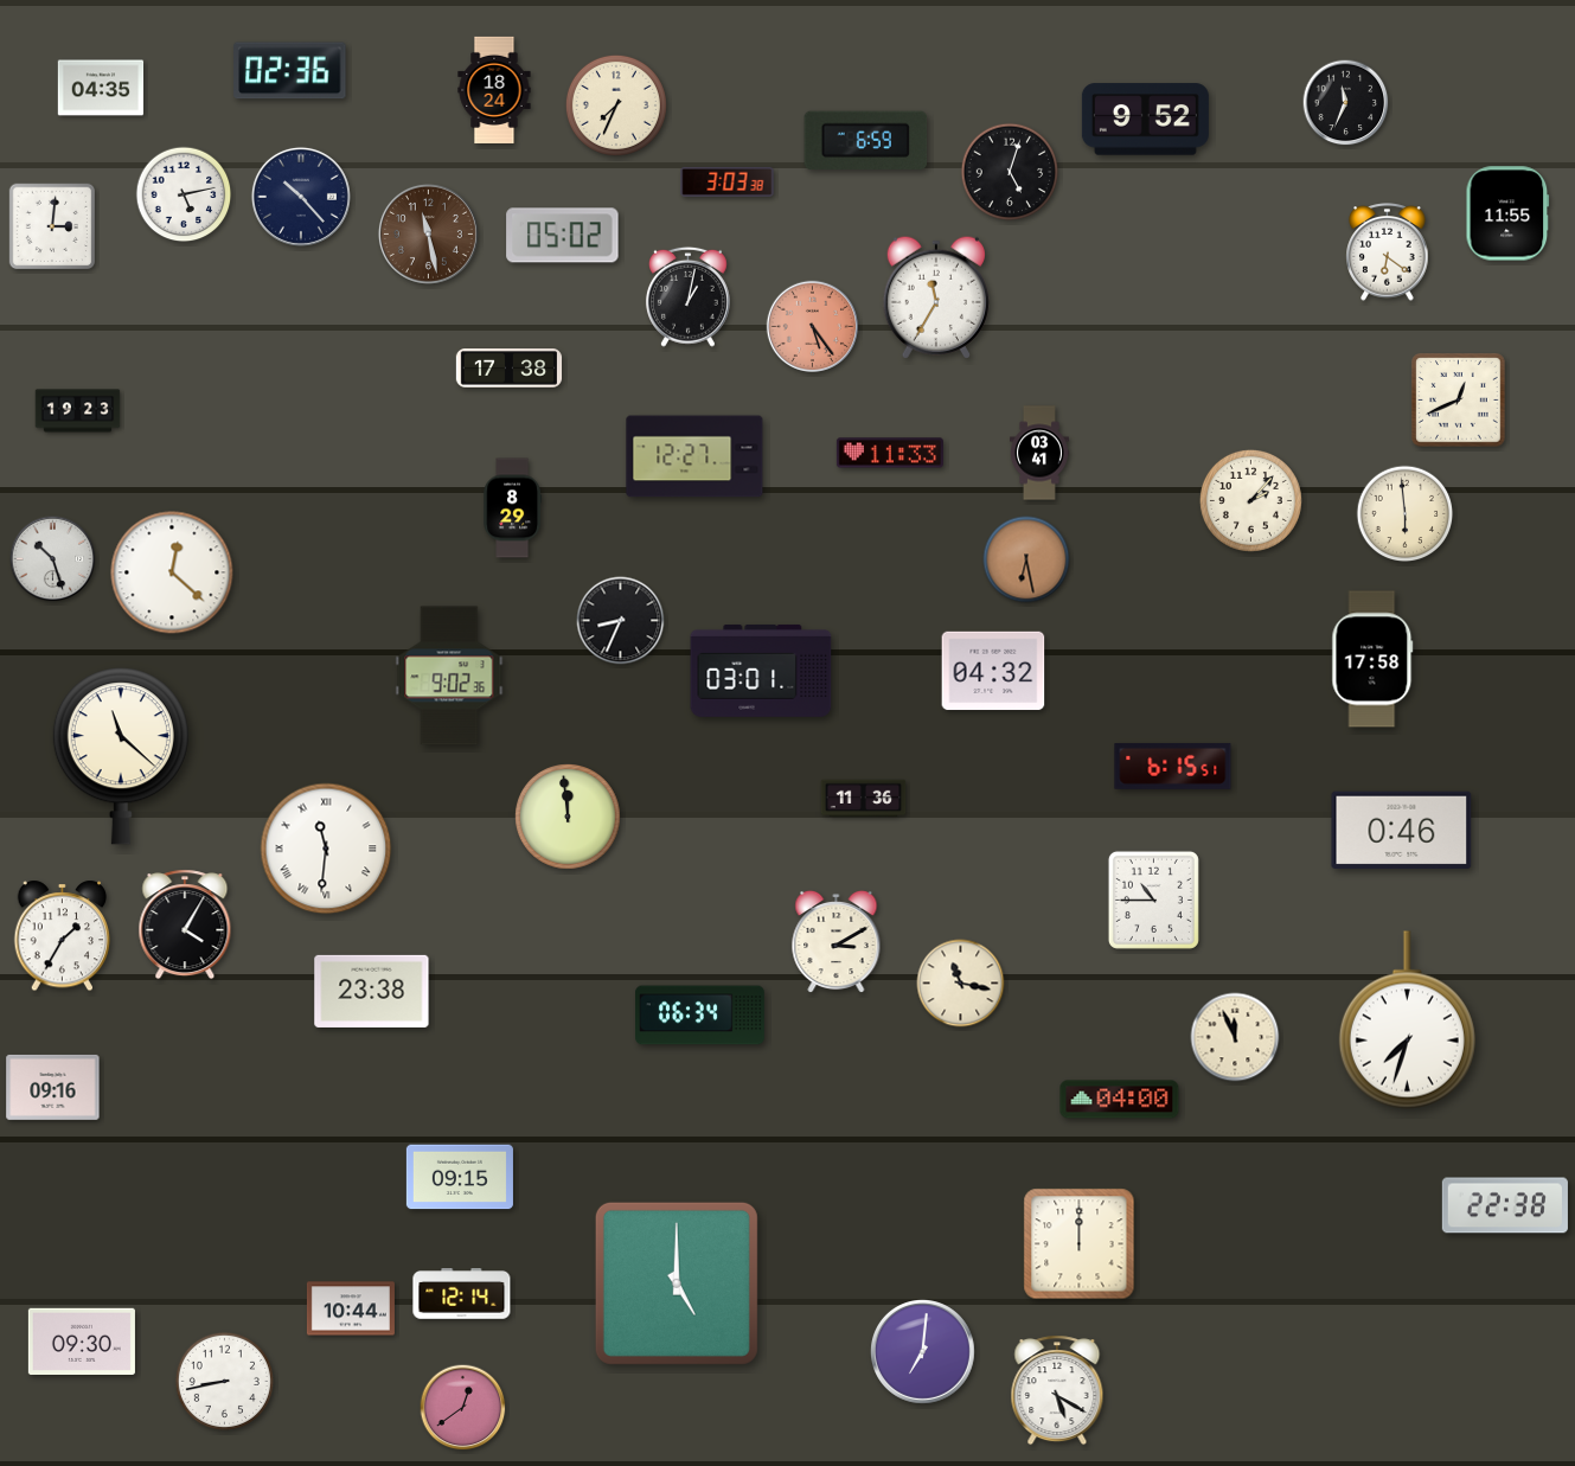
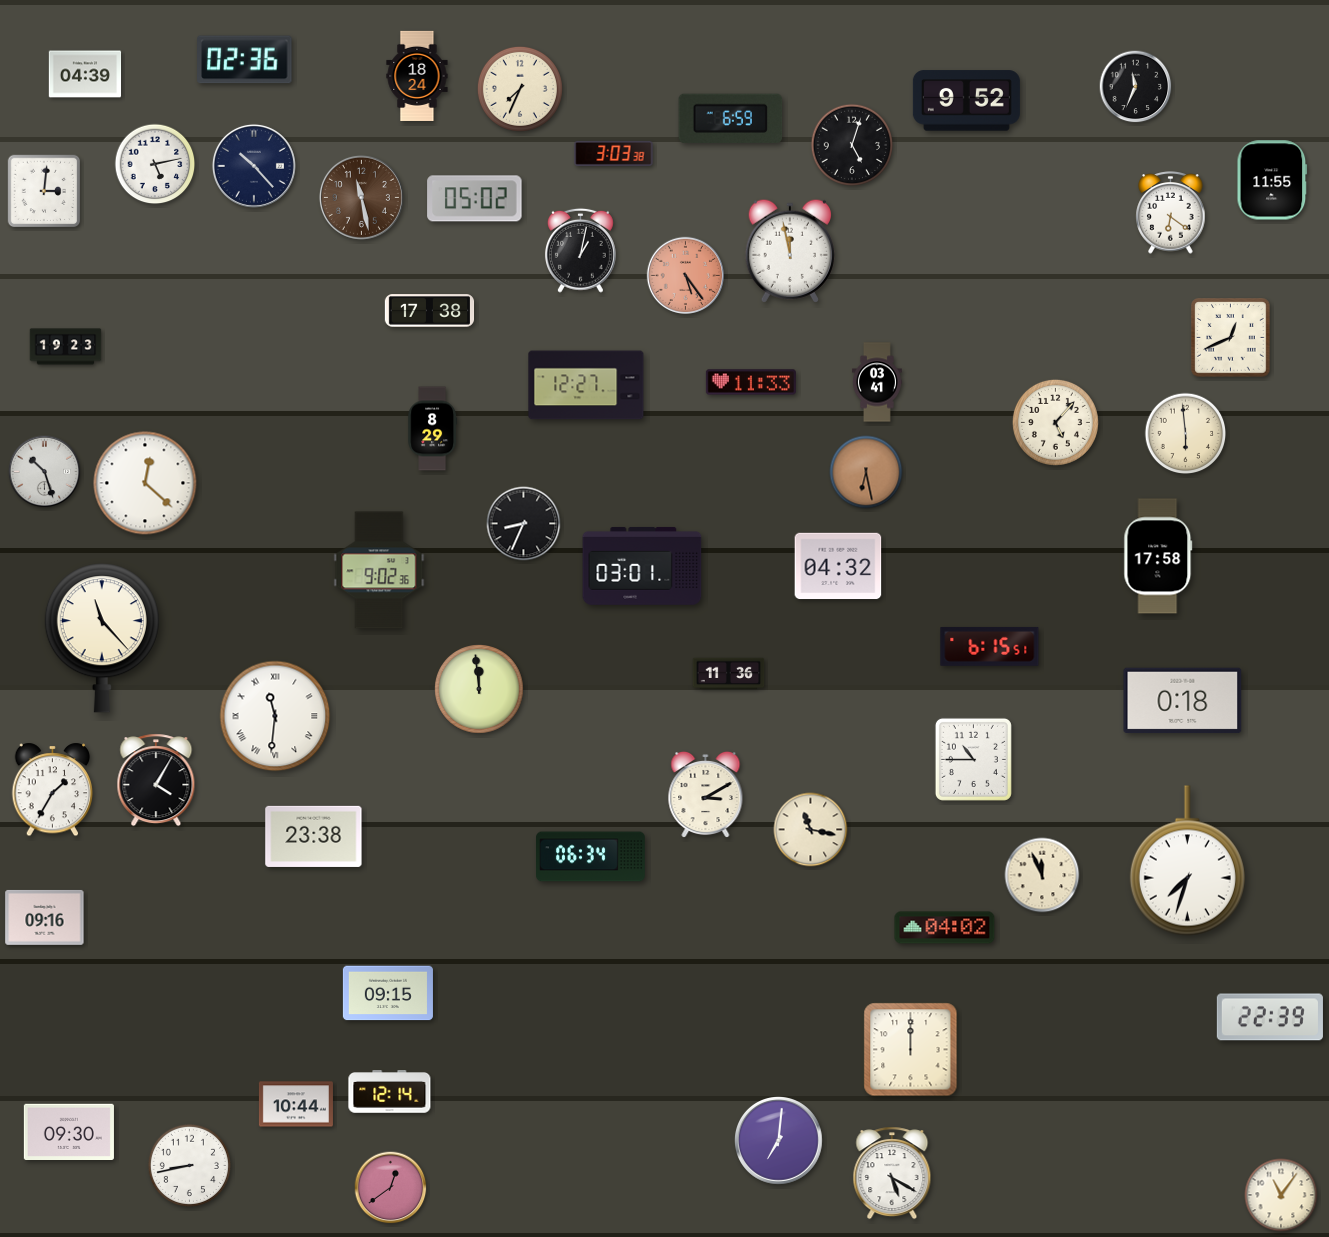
clock at (101, 88): 04:35 -> 04:39
clock at (936, 297): 11:35 -> 11:58
clock at (1250, 500): 2:07 -> 5:07
clock at (121, 756): 11:22 -> 11:23
clock at (1402, 831): 0:46 -> 0:18
clock at (1120, 1100): 04:00 -> 04:02
clock at (1505, 1205): 22:38 -> 22:39
clock at (677, 1283): 5:00 -> none
clock at (1281, 1195): none -> 11:06
